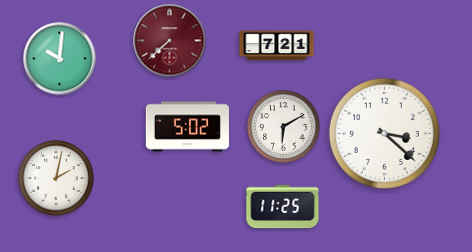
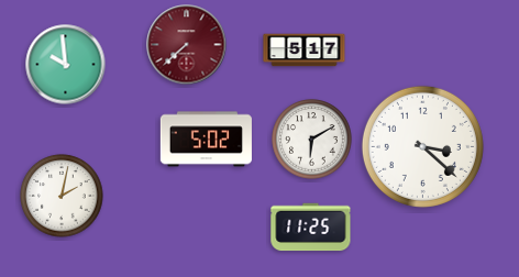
clock at (277, 46): 7:21 -> 5:17
clock at (60, 59): 10:01 -> 9:59
